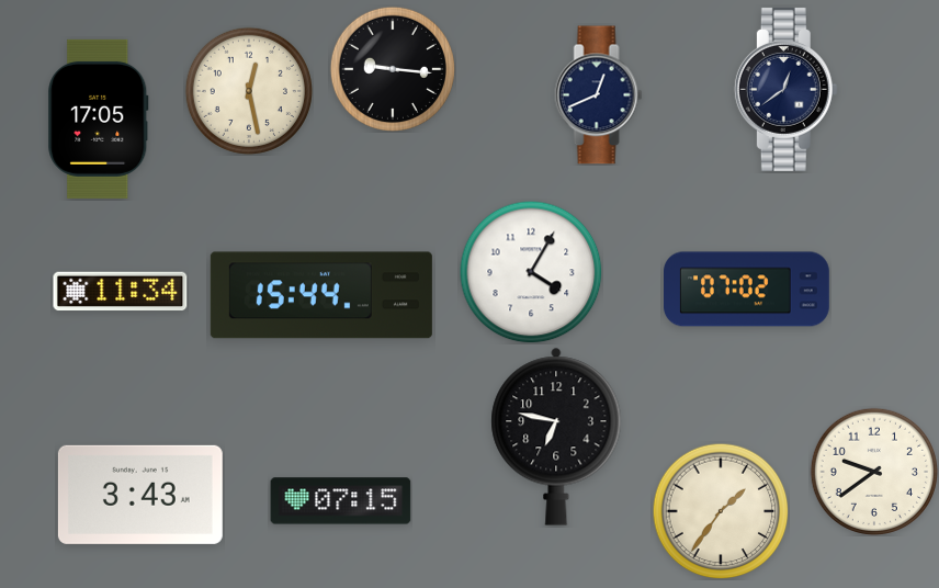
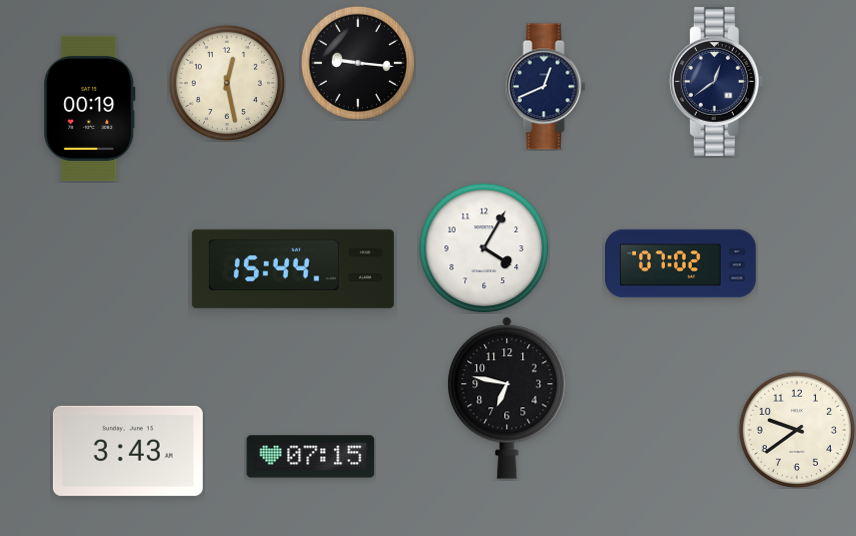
clock at (99, 118): 17:05 -> 00:19
clock at (121, 292): 11:34 -> none
clock at (721, 511): 1:36 -> none
